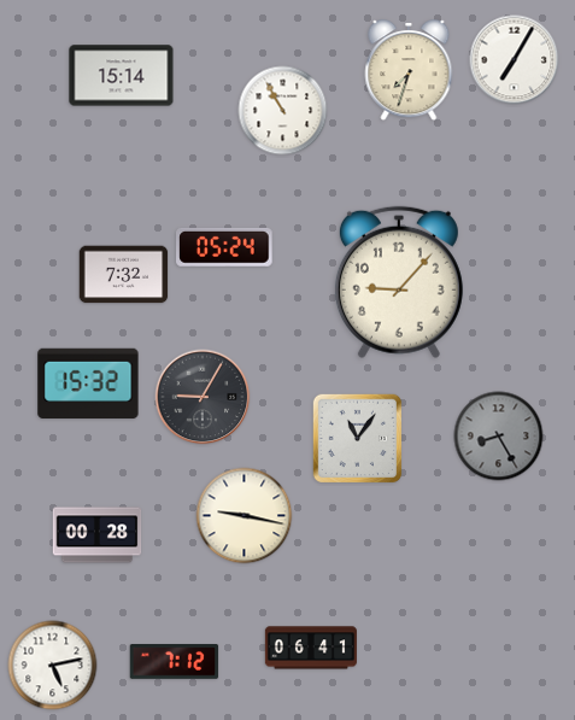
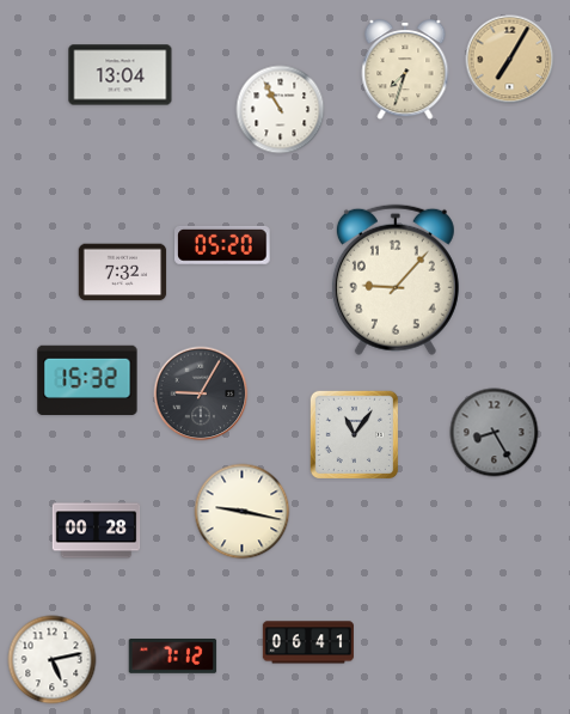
clock at (515, 60) dial: white -> champagne
clock at (122, 76): 15:14 -> 13:04
clock at (225, 247): 05:24 -> 05:20
